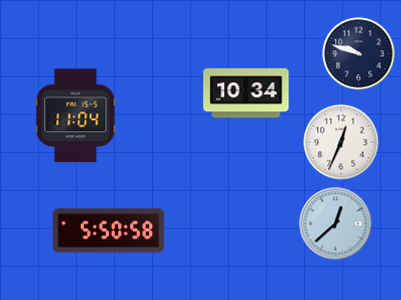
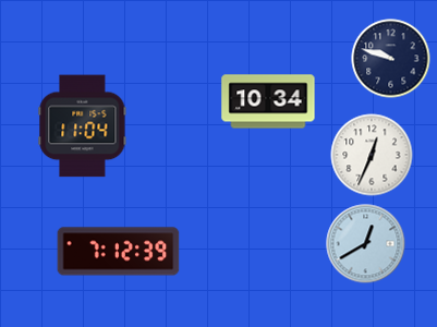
clock at (336, 224): 12:38 -> 12:40
clock at (109, 231): 5:50 -> 7:12
